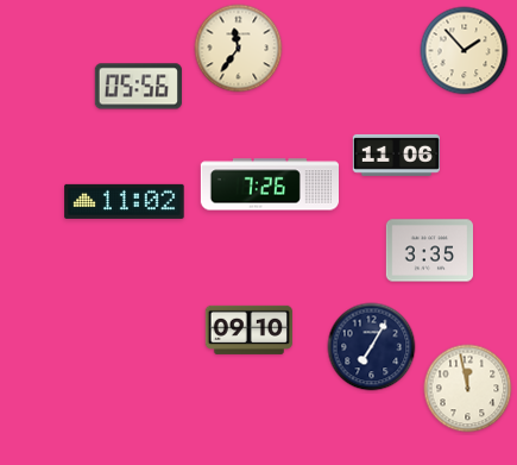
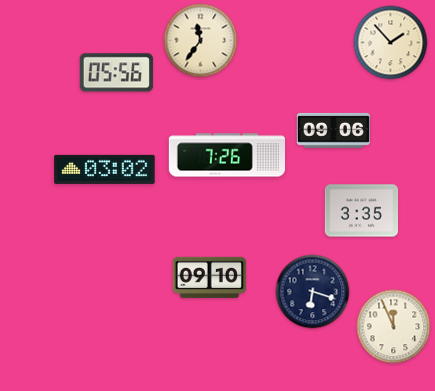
clock at (396, 155): 11:06 -> 09:06
clock at (125, 201): 11:02 -> 03:02
clock at (372, 347): 7:05 -> 6:18
clock at (468, 389): 11:58 -> 11:56
